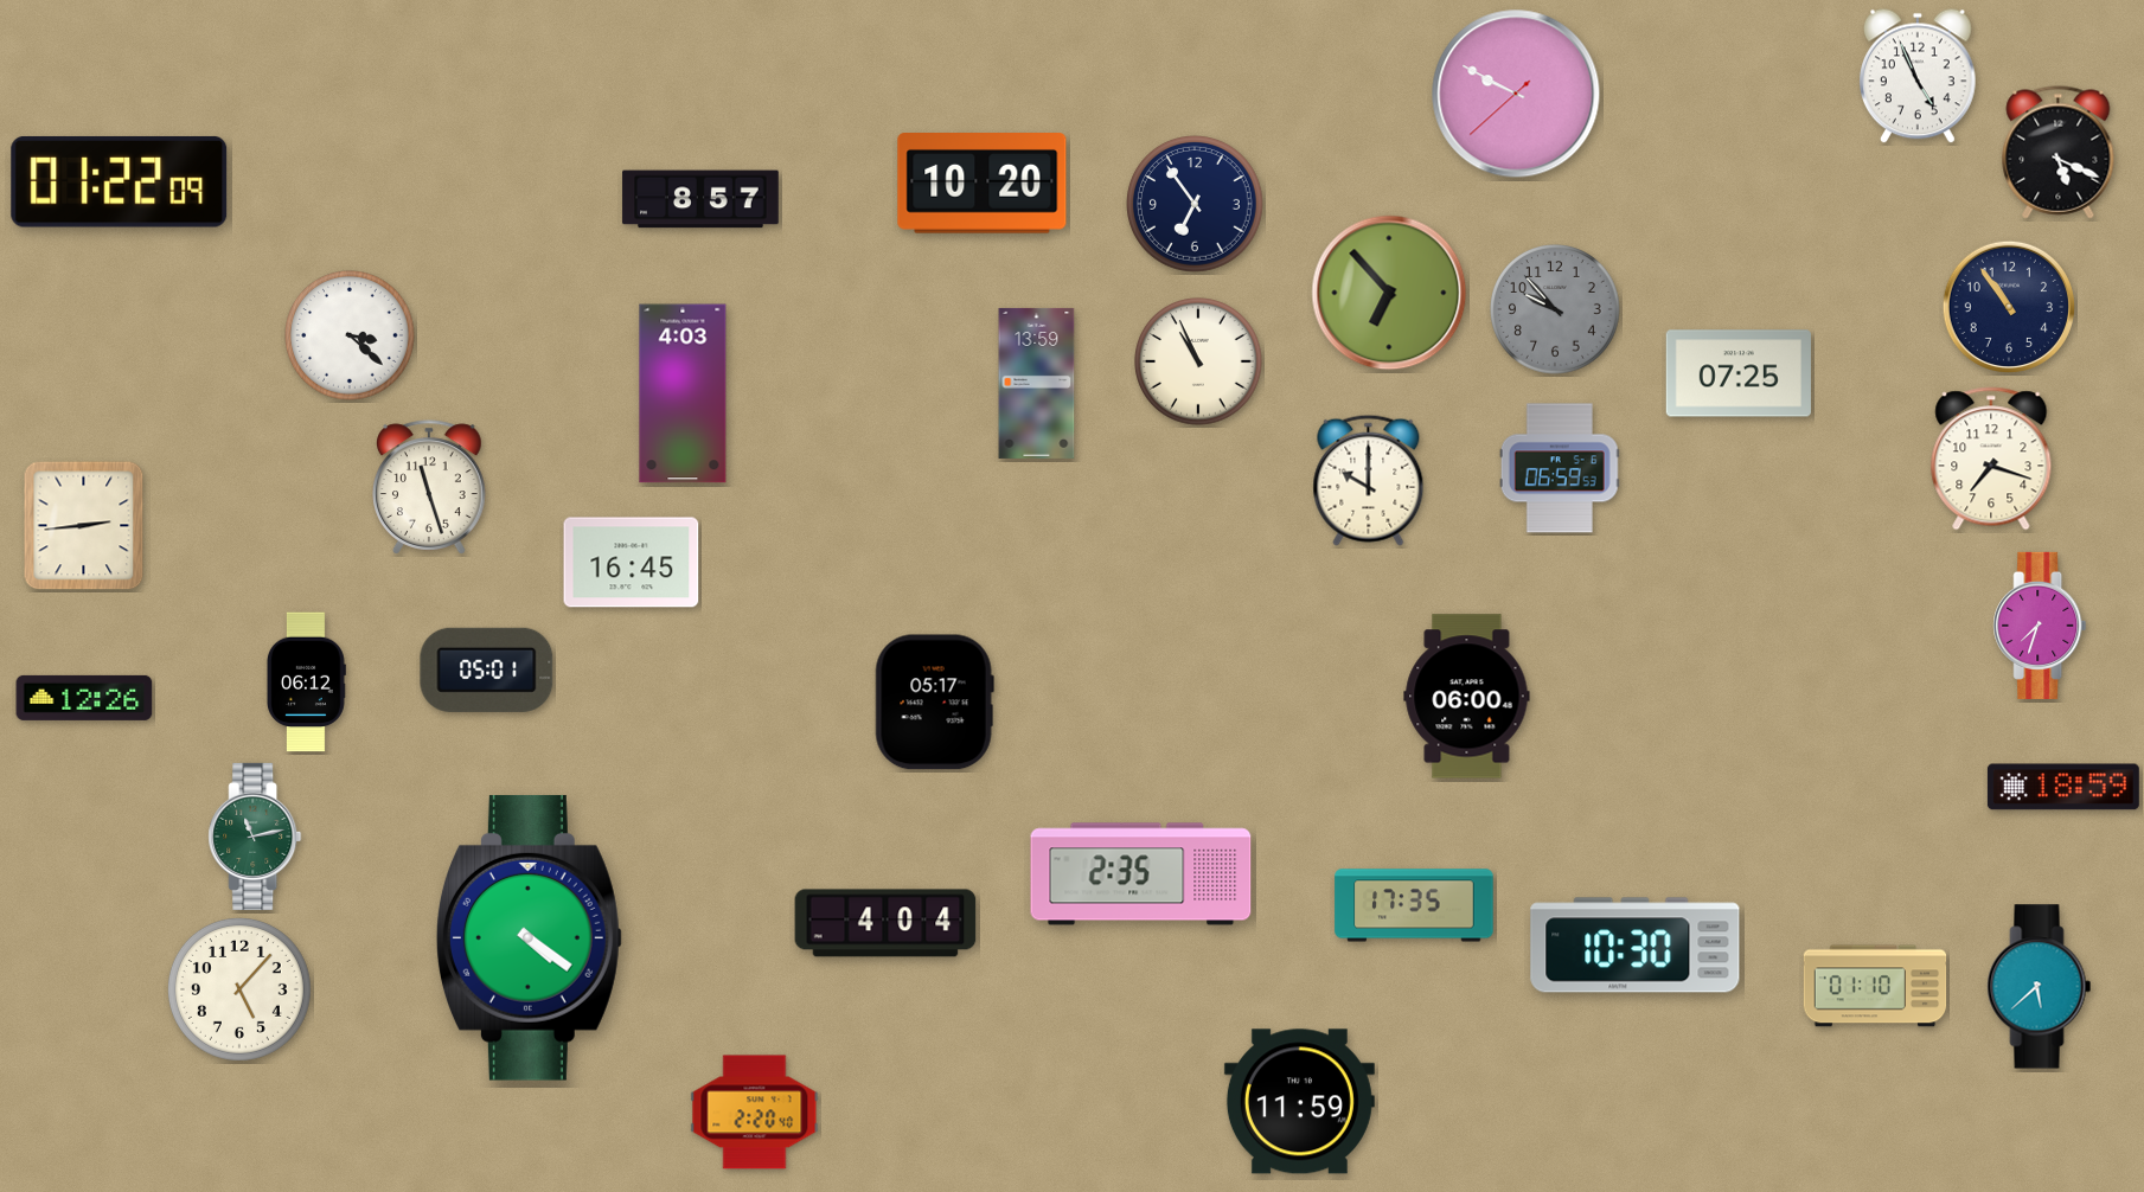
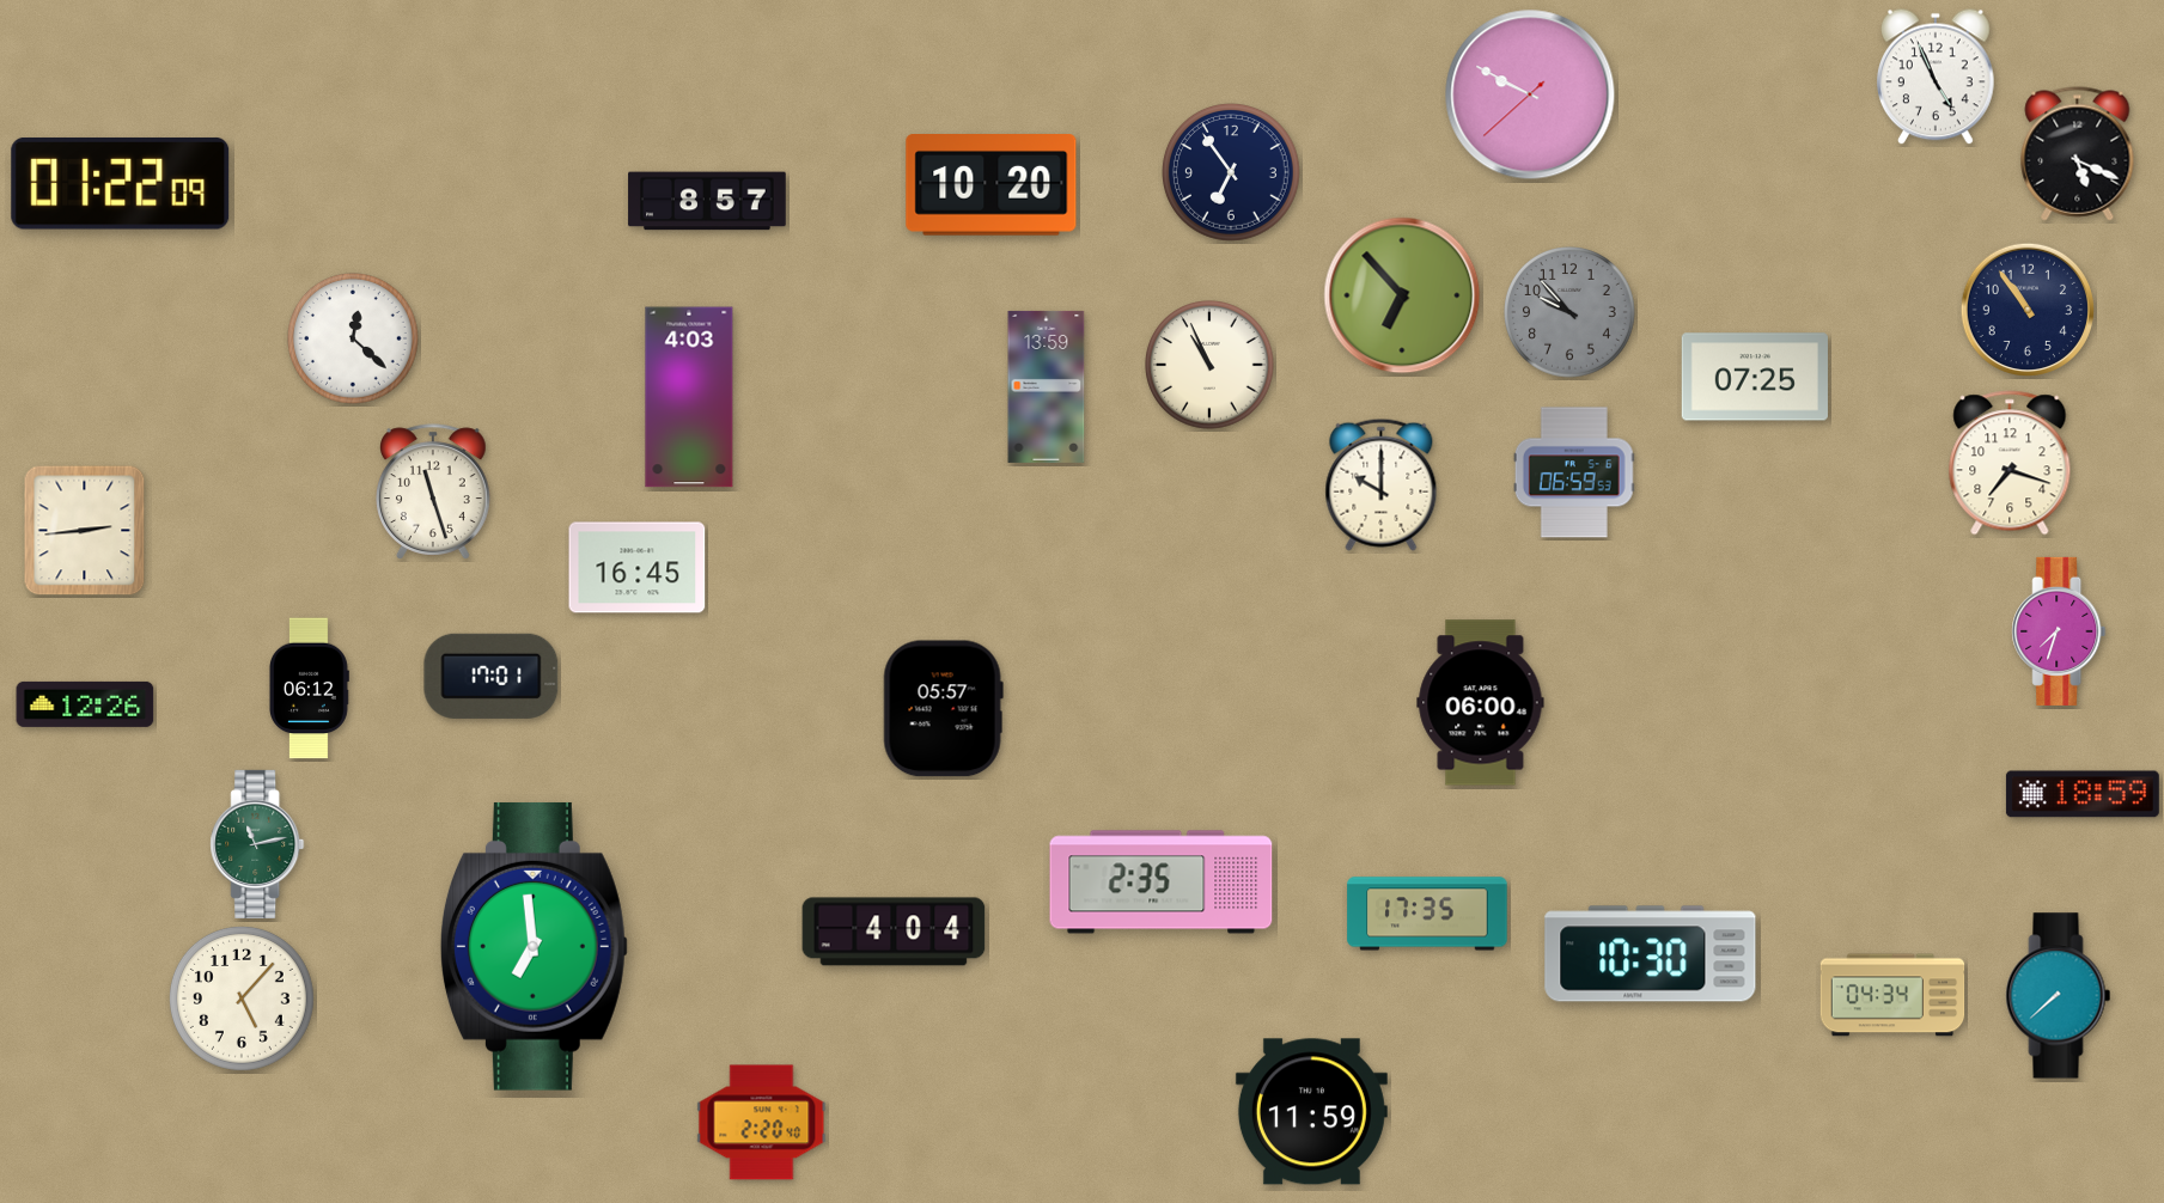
clock at (1196, 205) position: (1196, 205) -> (1232, 173)
clock at (350, 335): 3:22 -> 12:22
clock at (487, 669): 05:01 -> 17:01
clock at (934, 703): 05:17 -> 05:57
clock at (1141, 874) position: (1141, 874) -> (1162, 883)
clock at (529, 937): 4:21 -> 6:59
clock at (1875, 986): 01:10 -> 04:34
clock at (2040, 987): 5:38 -> 7:38
